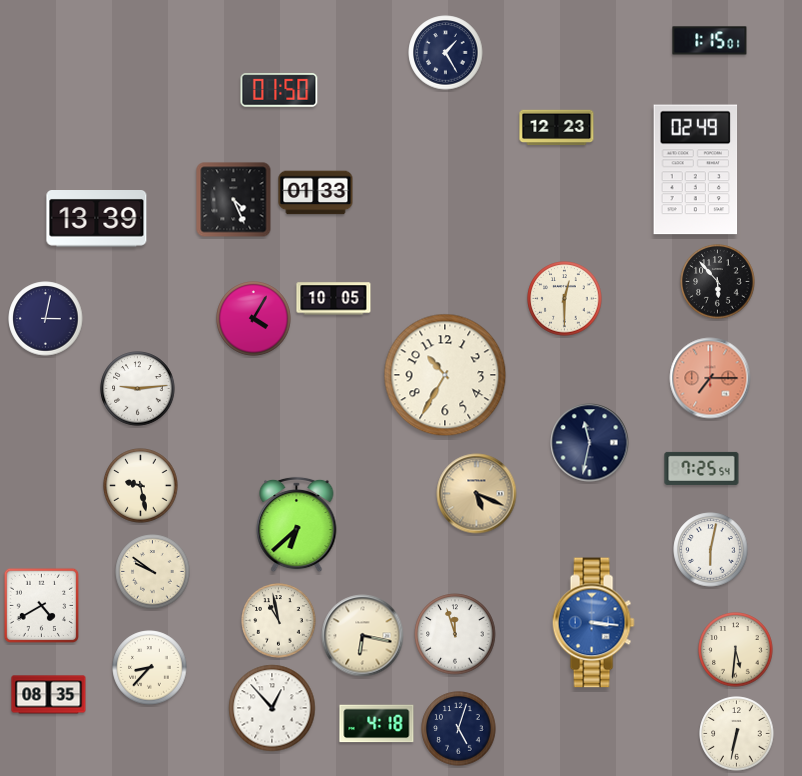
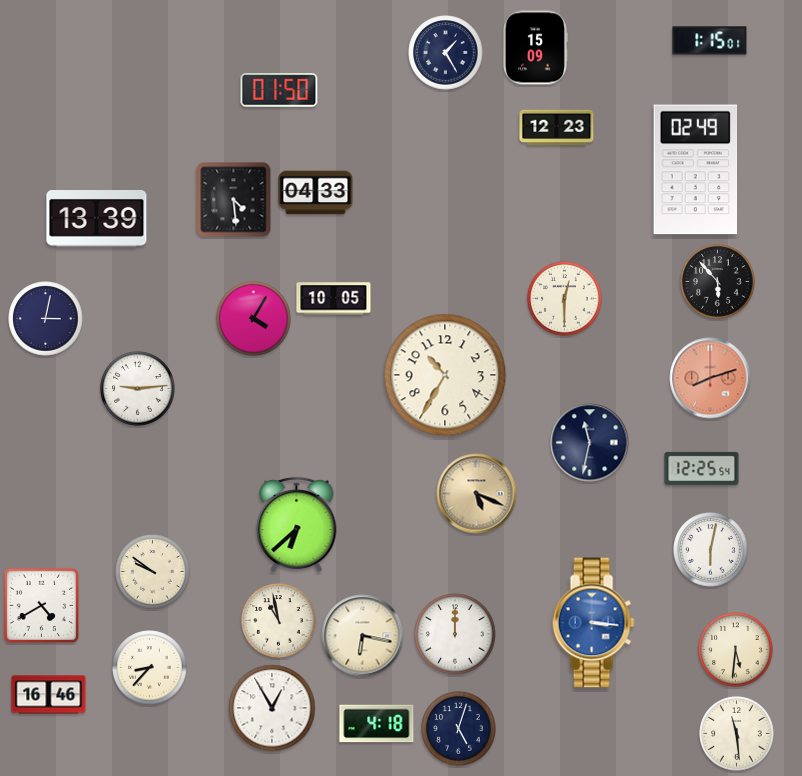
clock at (535, 48): none -> 15:09
clock at (316, 193): 01:33 -> 04:33
clock at (234, 200): 4:26 -> 4:29
clock at (710, 378): 7:15 -> 8:12
clock at (702, 468): 7:25 -> 12:25
clock at (141, 486): 9:28 -> none
clock at (455, 634): 11:57 -> 12:00
clock at (49, 695): 08:35 -> 16:46
clock at (272, 708): 12:53 -> 12:55
clock at (737, 734): 6:32 -> 11:29
